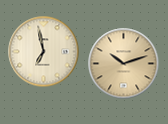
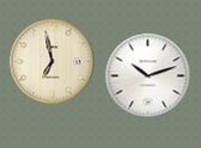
clock at (124, 64) dial: champagne -> white
